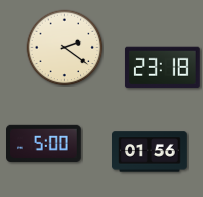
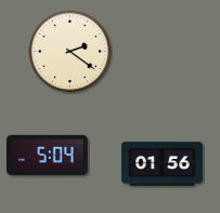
clock at (162, 68): 23:18 -> none
clock at (44, 143): 5:00 -> 5:04
